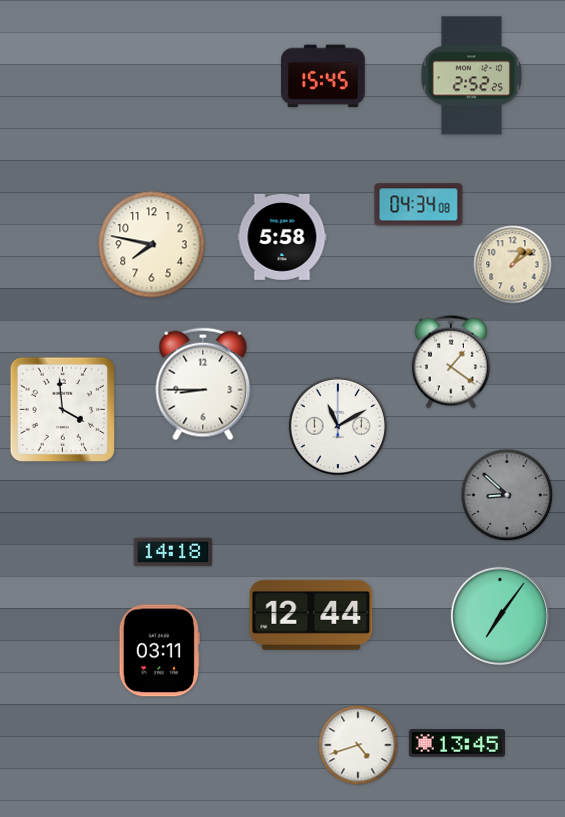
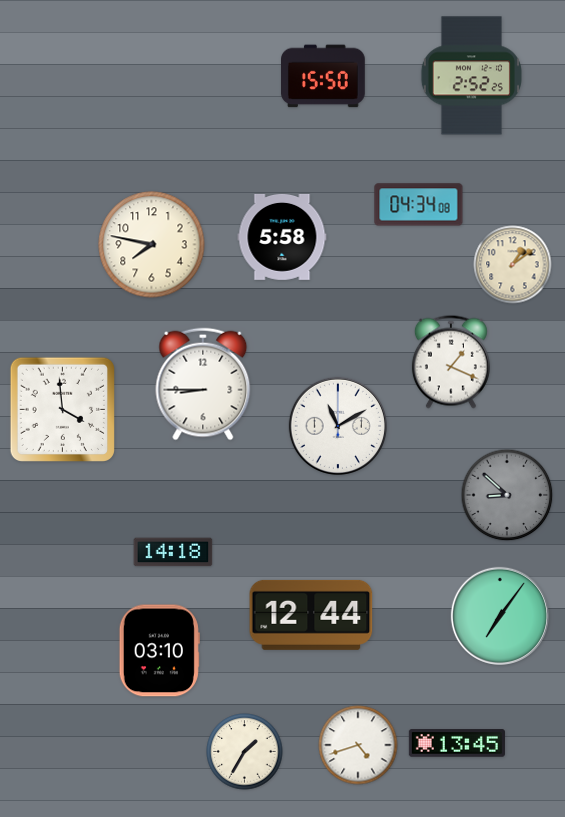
clock at (324, 76): 15:45 -> 15:50
clock at (451, 362): 1:21 -> 1:19
clock at (159, 651): 03:11 -> 03:10
clock at (245, 752): none -> 1:35
